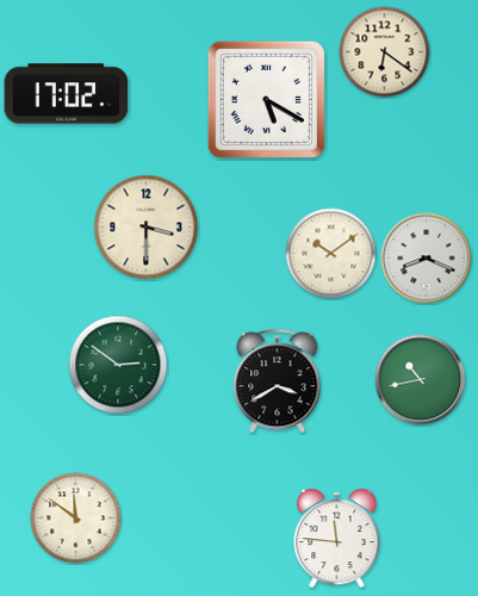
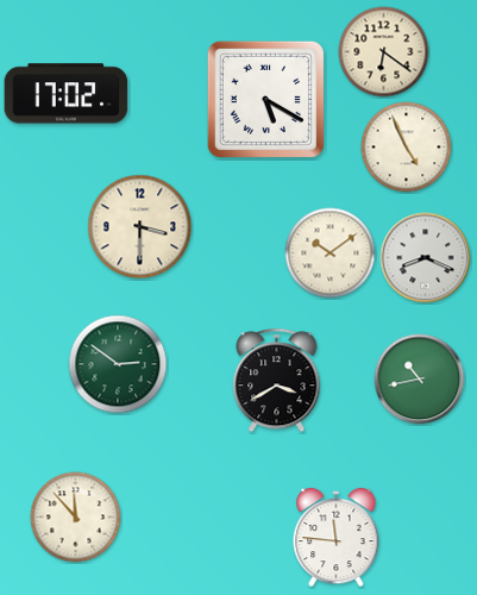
clock at (407, 148): none -> 4:56
clock at (147, 228) position: (147, 228) -> (140, 227)
clock at (76, 519): 11:51 -> 11:53
